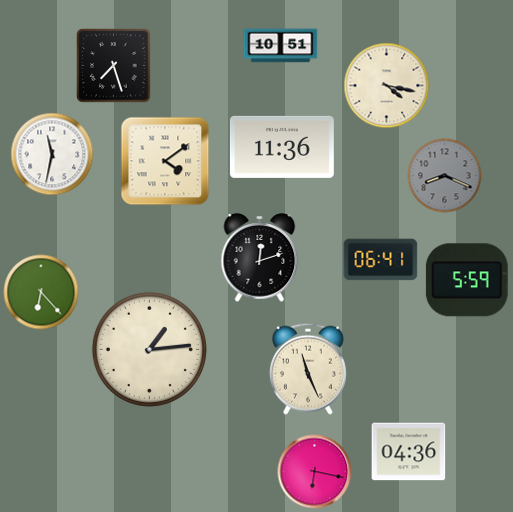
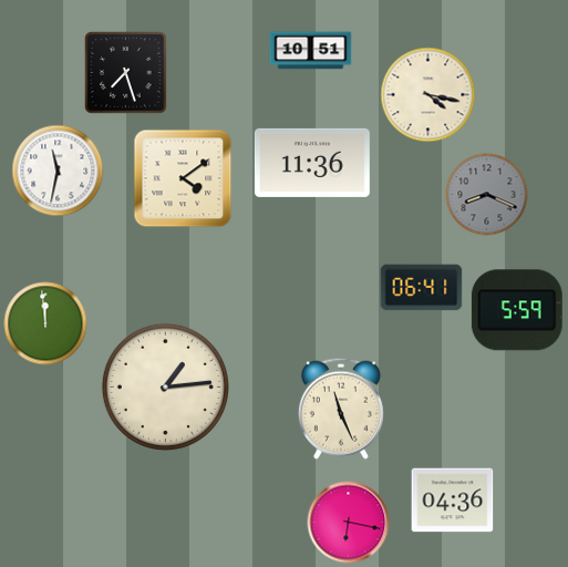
clock at (445, 176) position: (445, 176) -> (487, 195)
clock at (260, 258): 12:12 -> none
clock at (41, 292): 6:23 -> 11:59
